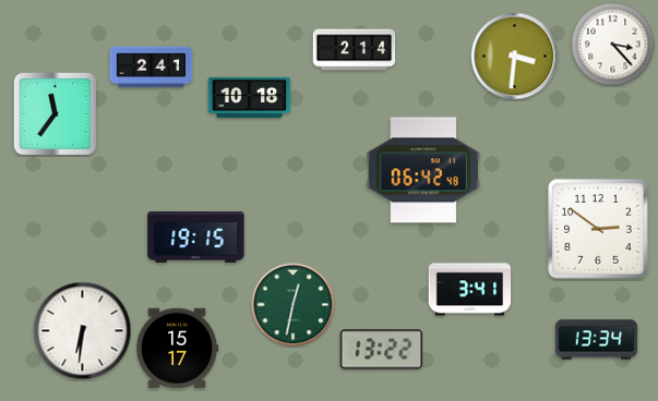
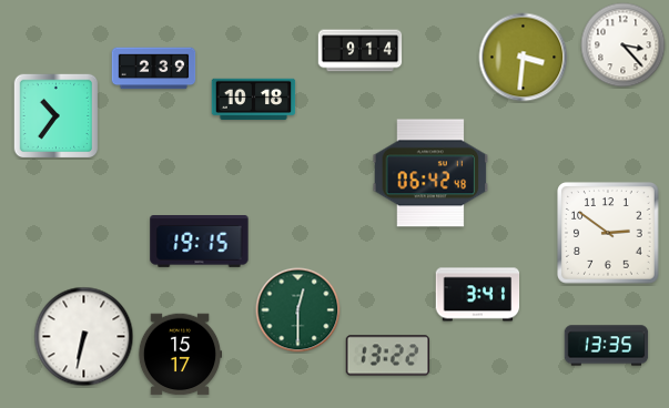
clock at (355, 50): 2:14 -> 9:14
clock at (152, 68): 2:41 -> 2:39
clock at (55, 113): 11:36 -> 10:36
clock at (294, 305): 12:32 -> 12:30
clock at (83, 331): 6:31 -> 6:32
clock at (597, 340): 13:34 -> 13:35
